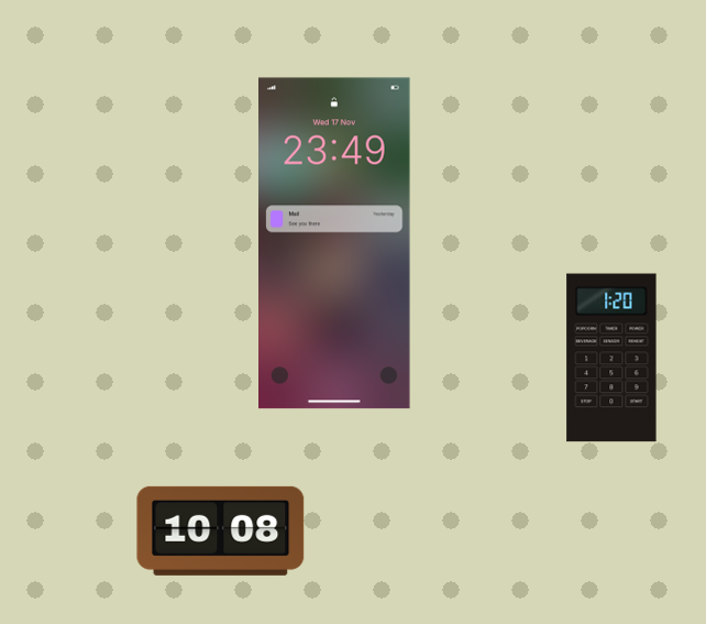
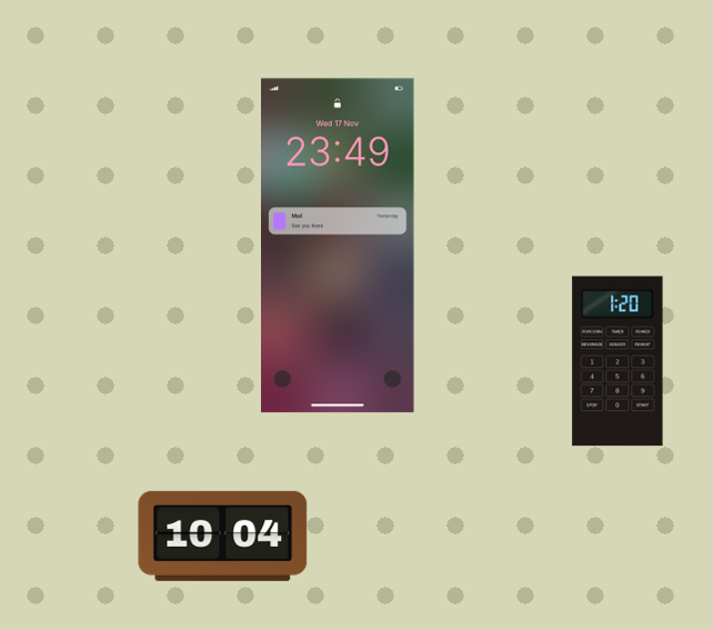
clock at (221, 530): 10:08 -> 10:04
